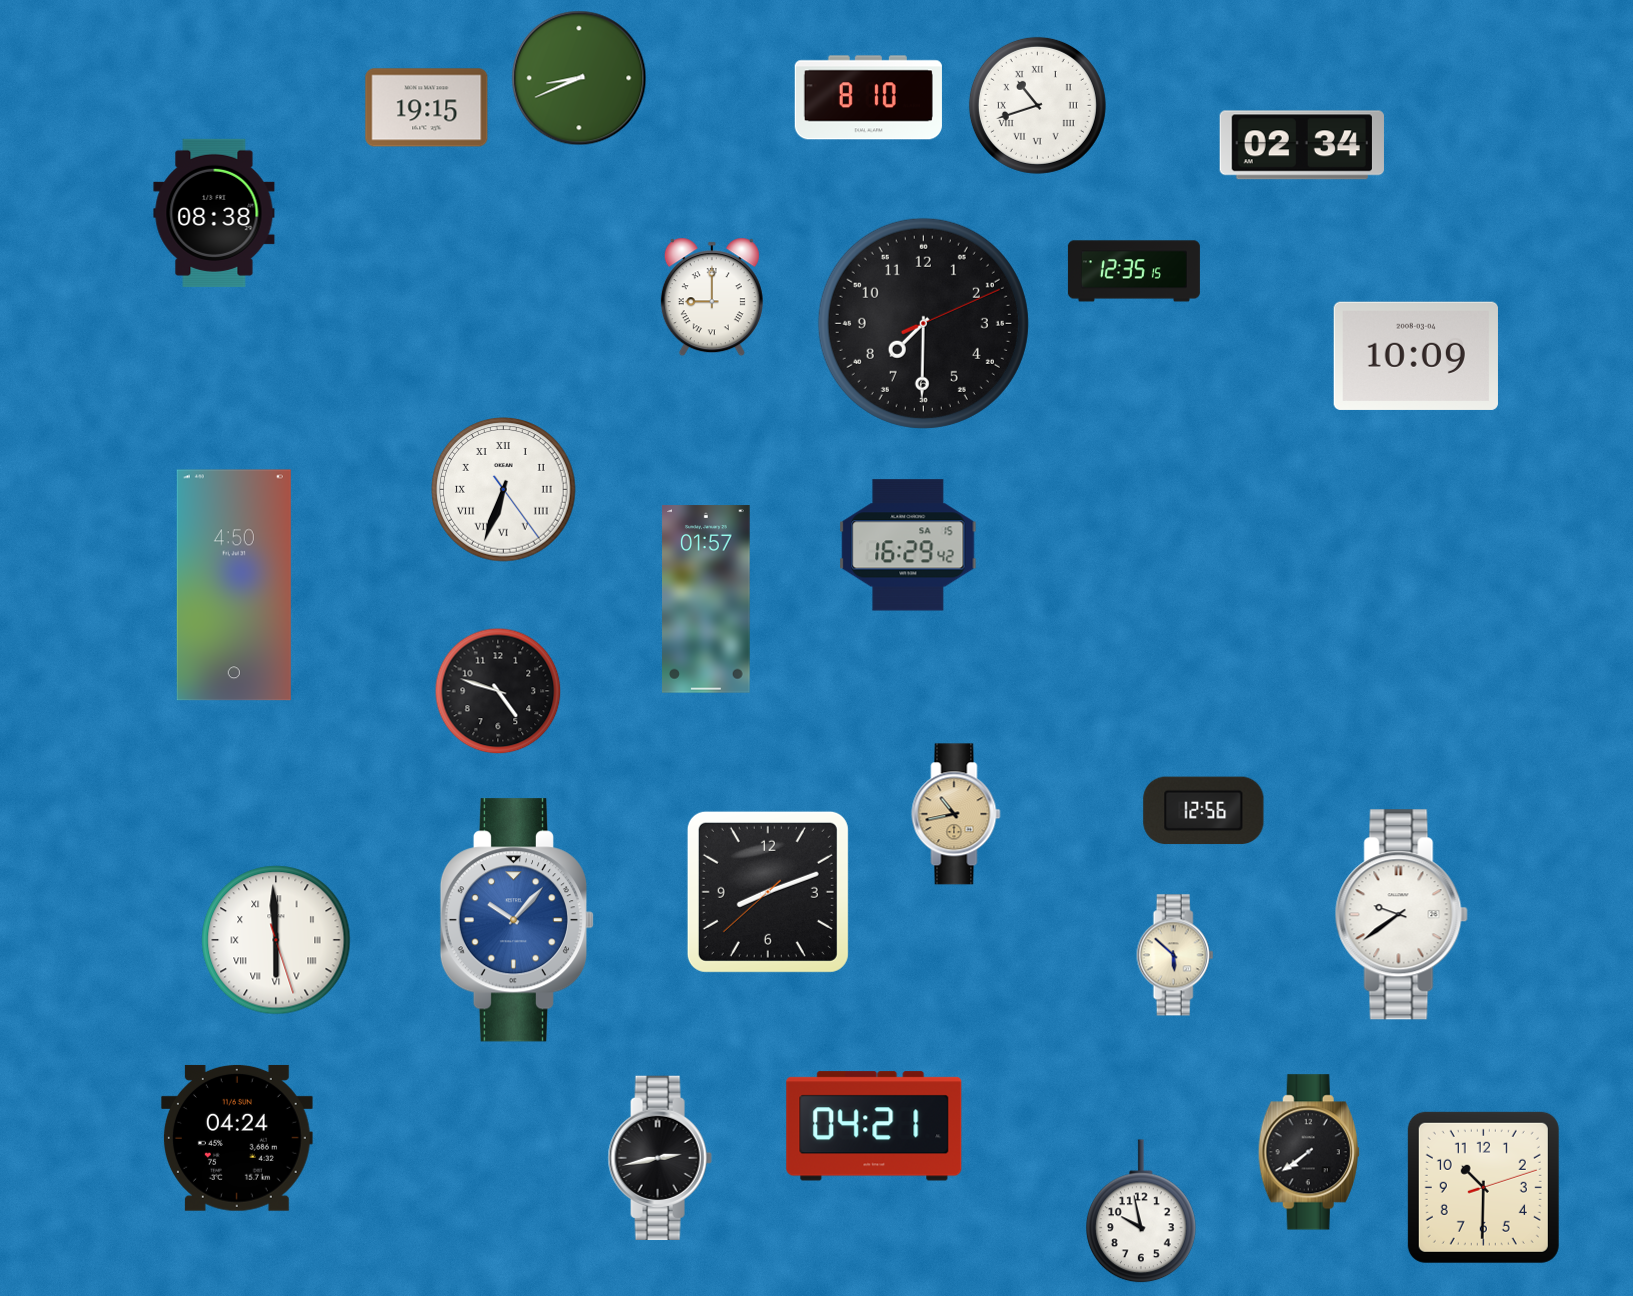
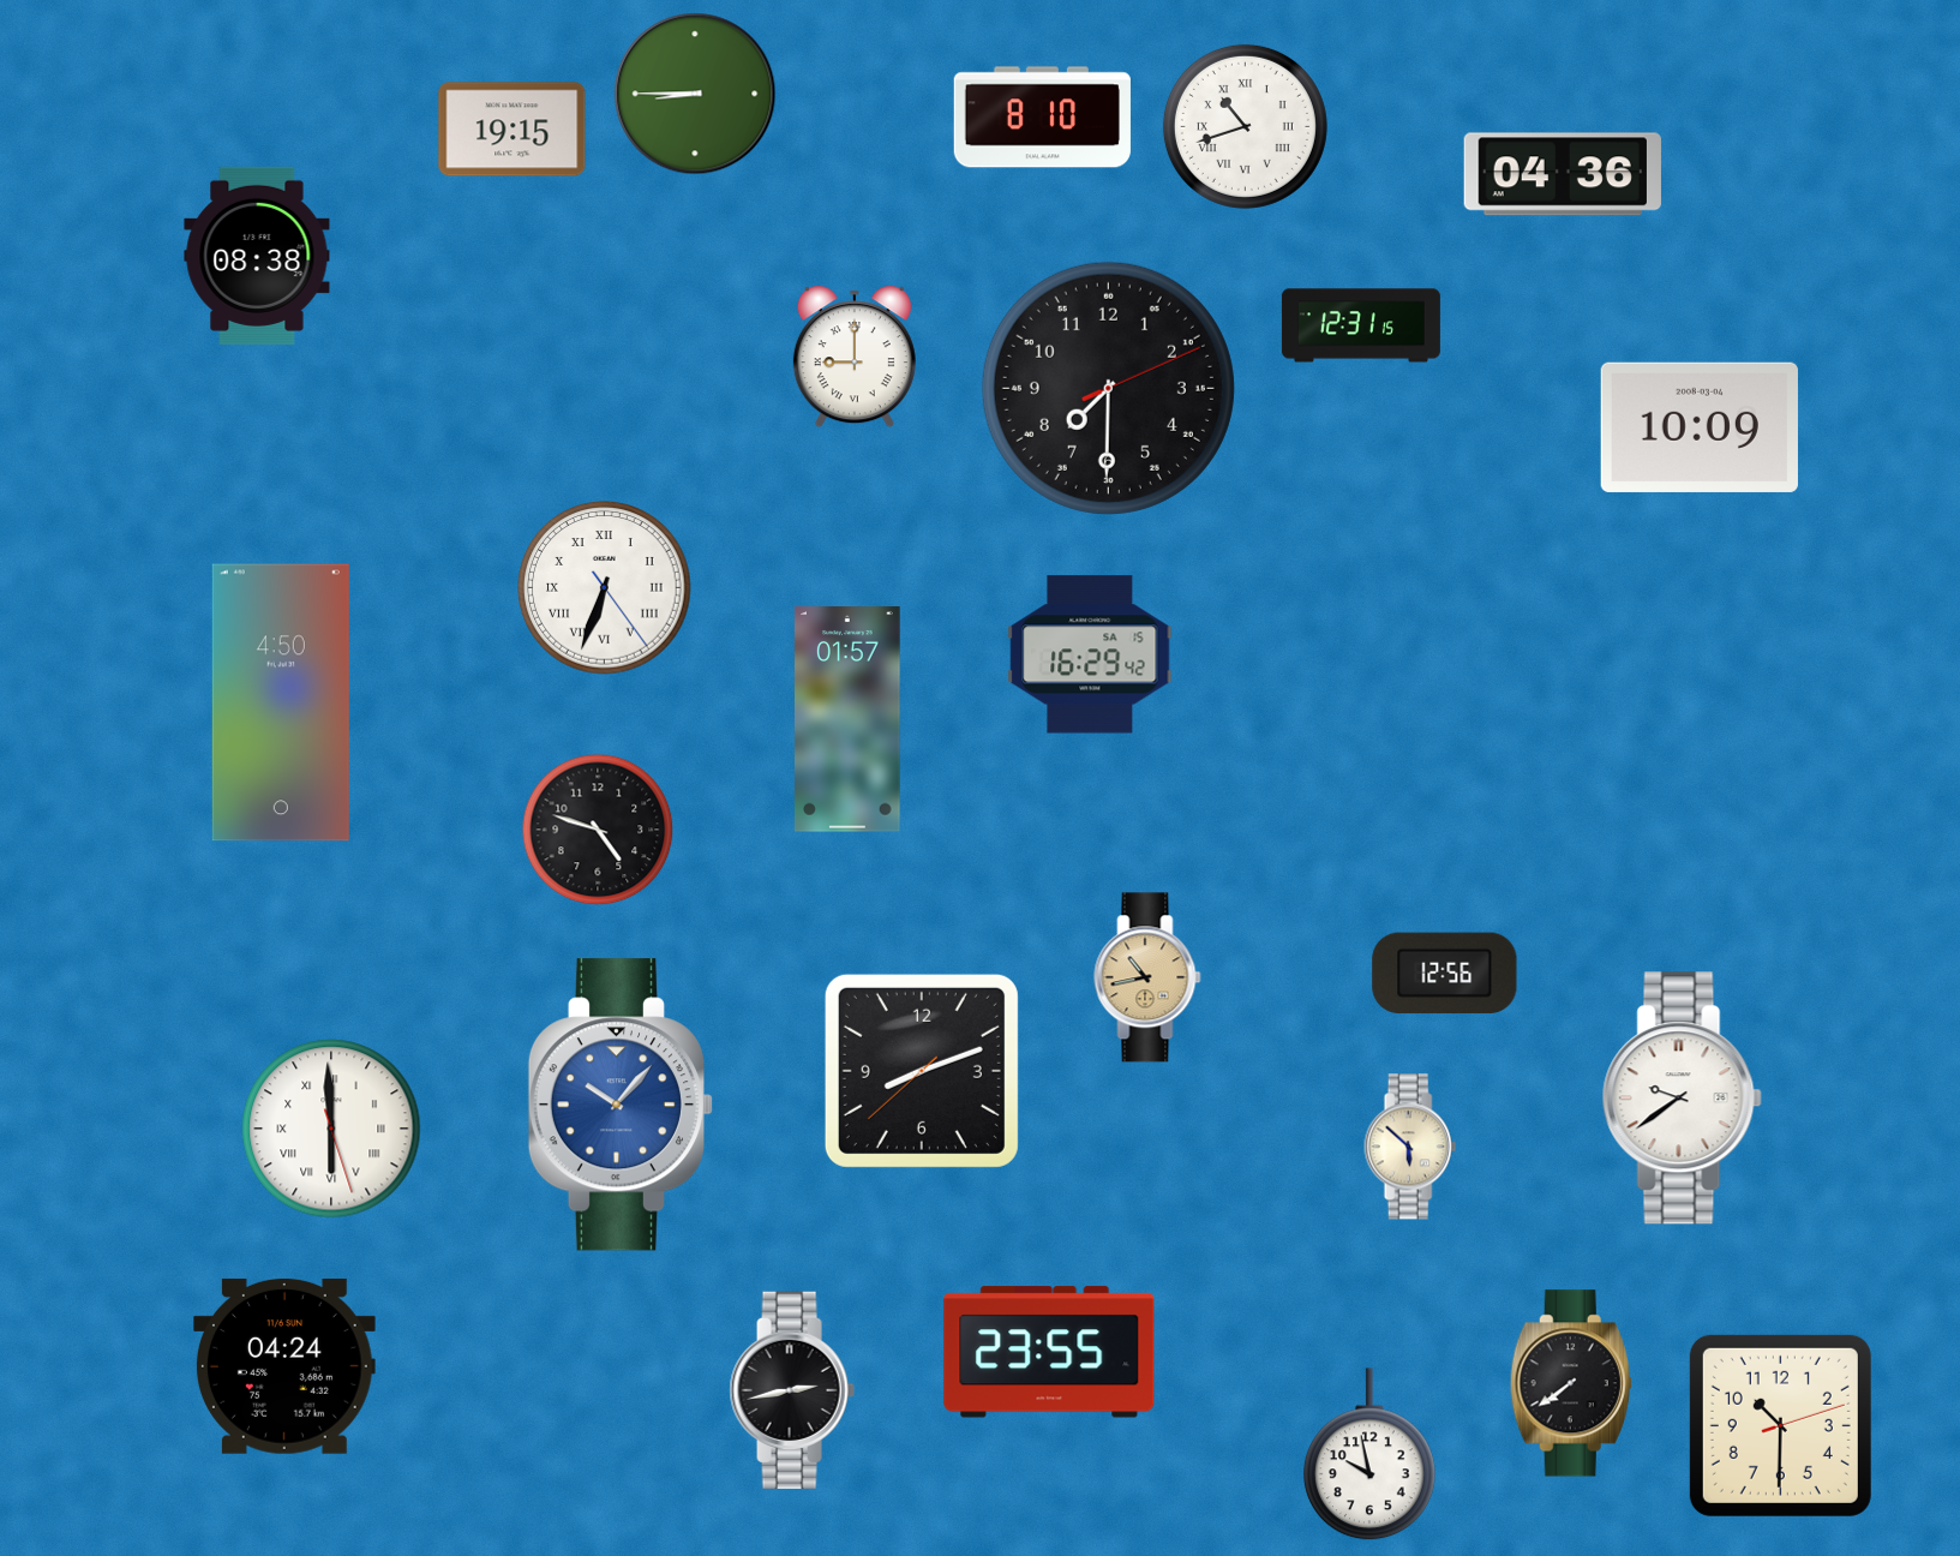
clock at (579, 78): 8:41 -> 8:45
clock at (1302, 145): 02:34 -> 04:36
clock at (1134, 271): 12:35 -> 12:31
clock at (874, 1126): 04:21 -> 23:55
